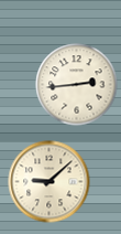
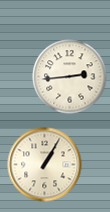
clock at (50, 182): 9:08 -> 1:05
